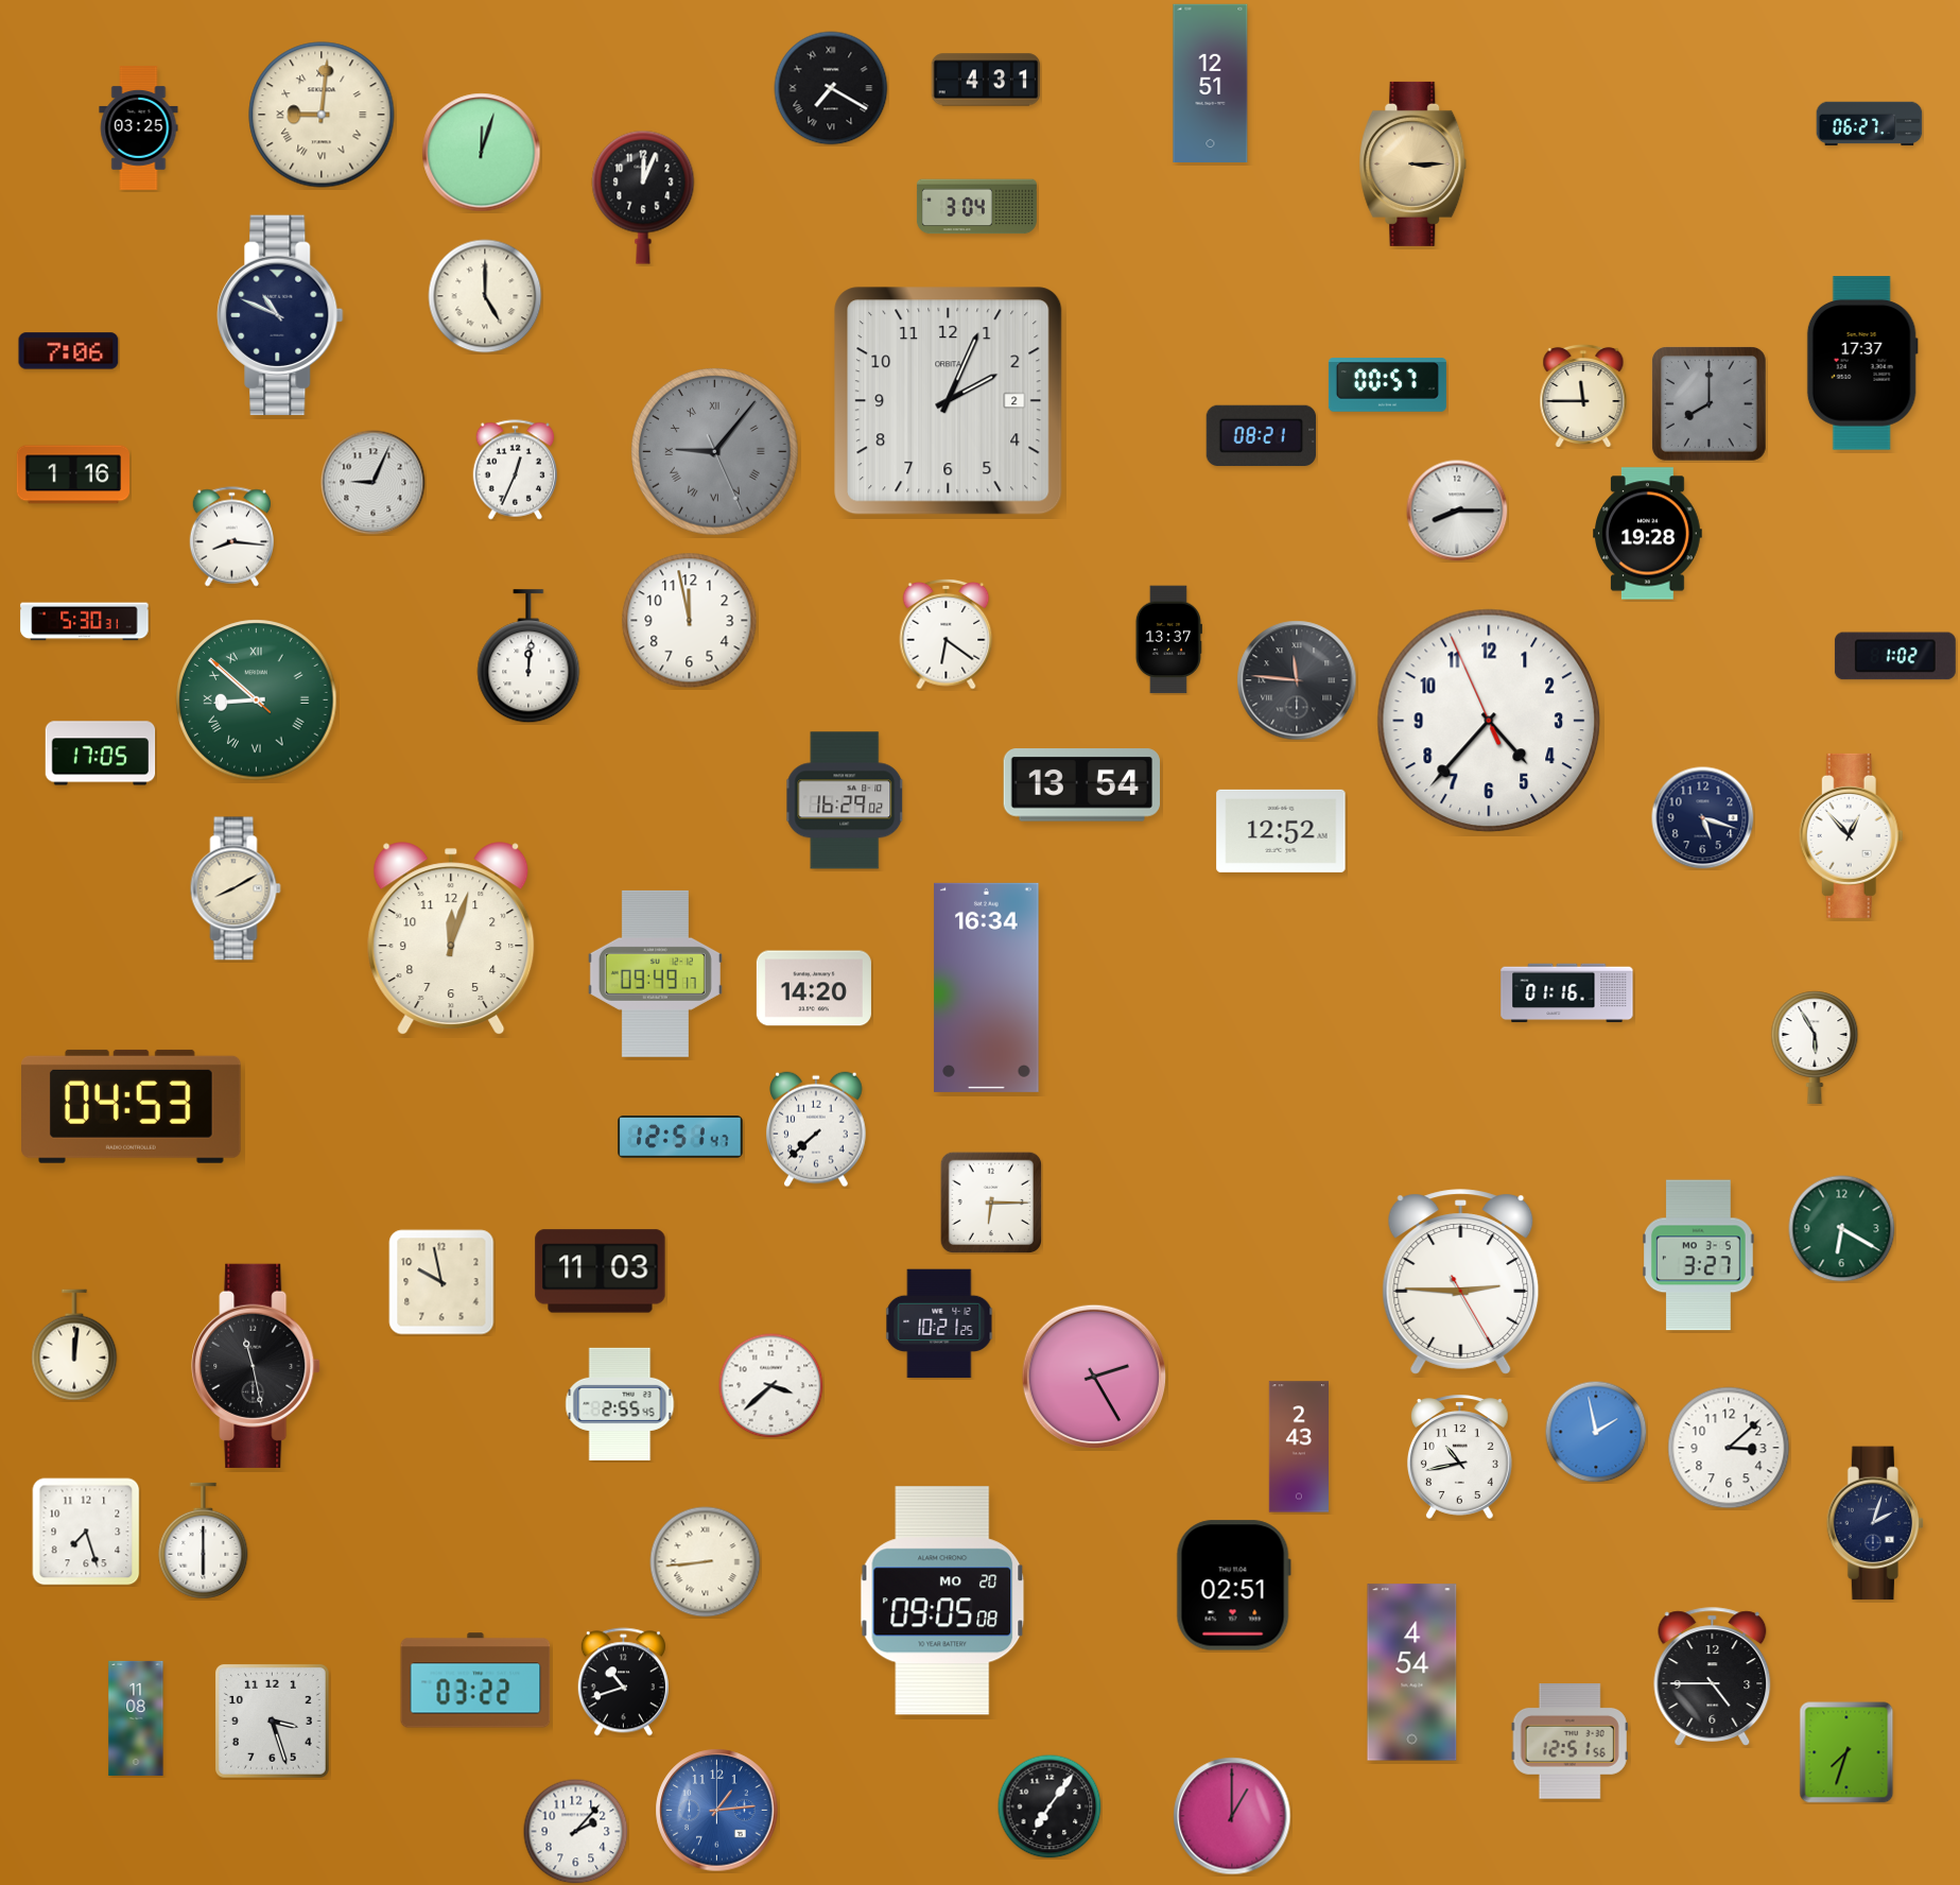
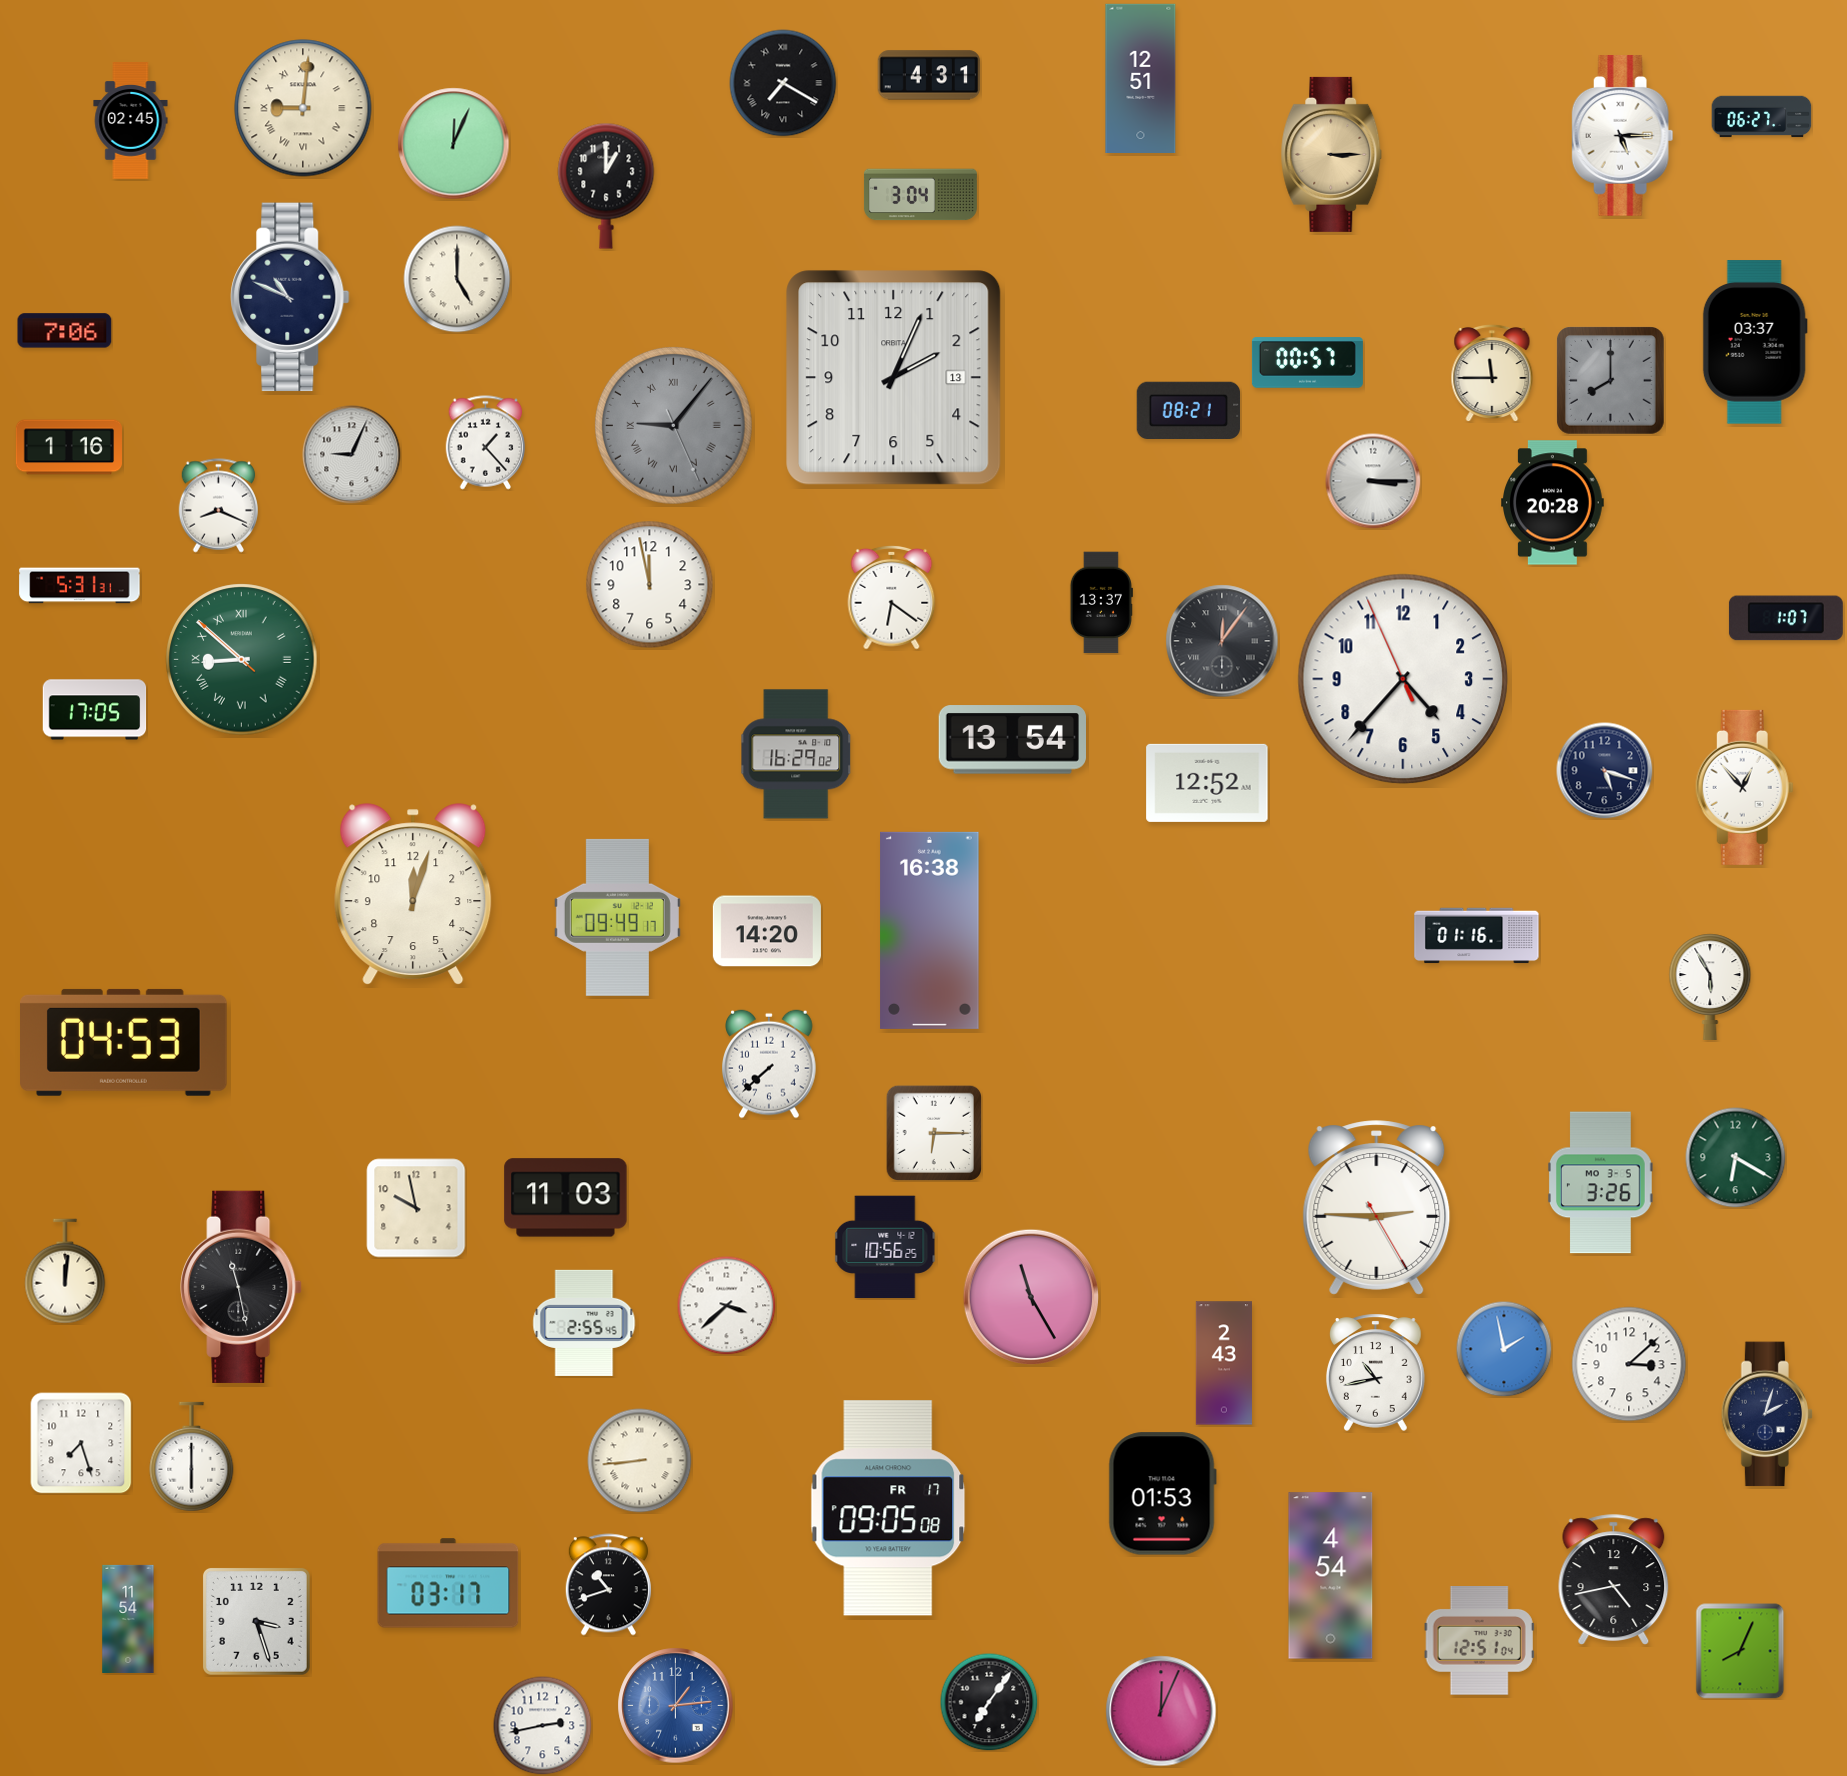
clock at (139, 128): 03:25 -> 02:45
clock at (1623, 136): none -> 5:15
clock at (482, 153): 12:03 -> 12:04
clock at (643, 197): 12:04 -> 1:00
clock at (280, 315) position: (280, 315) -> (290, 297)
clock at (1862, 363): 17:37 -> 03:37
clock at (949, 401) date: 2 -> 13
clock at (516, 470): 12:34 -> 1:23
clock at (1457, 511): 8:15 -> 3:15
clock at (1648, 534): 19:28 -> 20:28
clock at (232, 537): 8:16 -> 8:19
clock at (85, 622): 5:30 -> 5:31
clock at (1895, 656): 1:02 -> 1:07
clock at (528, 657): 12:01 -> none
clock at (1297, 680): 11:46 -> 12:06
clock at (1081, 785) position: (1081, 785) -> (1012, 740)
clock at (236, 888): 8:10 -> none
clock at (451, 938) position: (451, 938) -> (413, 894)
clock at (987, 987): 16:34 -> 16:38
clock at (680, 1138): 12:51 -> none
clock at (1698, 1256): 3:27 -> 3:26
clock at (939, 1324): 10:21 -> 10:56
clock at (74, 1345) position: (74, 1345) -> (65, 1271)
clock at (1093, 1376): 2:25 -> 11:25
clock at (1875, 1523) position: (1875, 1523) -> (1767, 1414)
clock at (204, 1541) position: (204, 1541) -> (192, 1457)
clock at (706, 1562) position: (706, 1562) -> (640, 1461)
clock at (1233, 1586): 02:51 -> 01:53
clock at (942, 1601) date: MO 20 -> FR 17
clock at (1713, 1677): 4:45 -> 4:43
clock at (475, 1680): 03:22 -> 03:17
clock at (623, 1682) position: (623, 1682) -> (608, 1585)
clock at (136, 1718): 11:08 -> 11:54
clock at (1569, 1742): 12:51:56 -> 12:51:04
clock at (1846, 1752): 7:33 -> 8:04
clock at (1232, 1816): 1:00 -> 12:04
clock at (576, 1832): 2:07 -> 2:43
